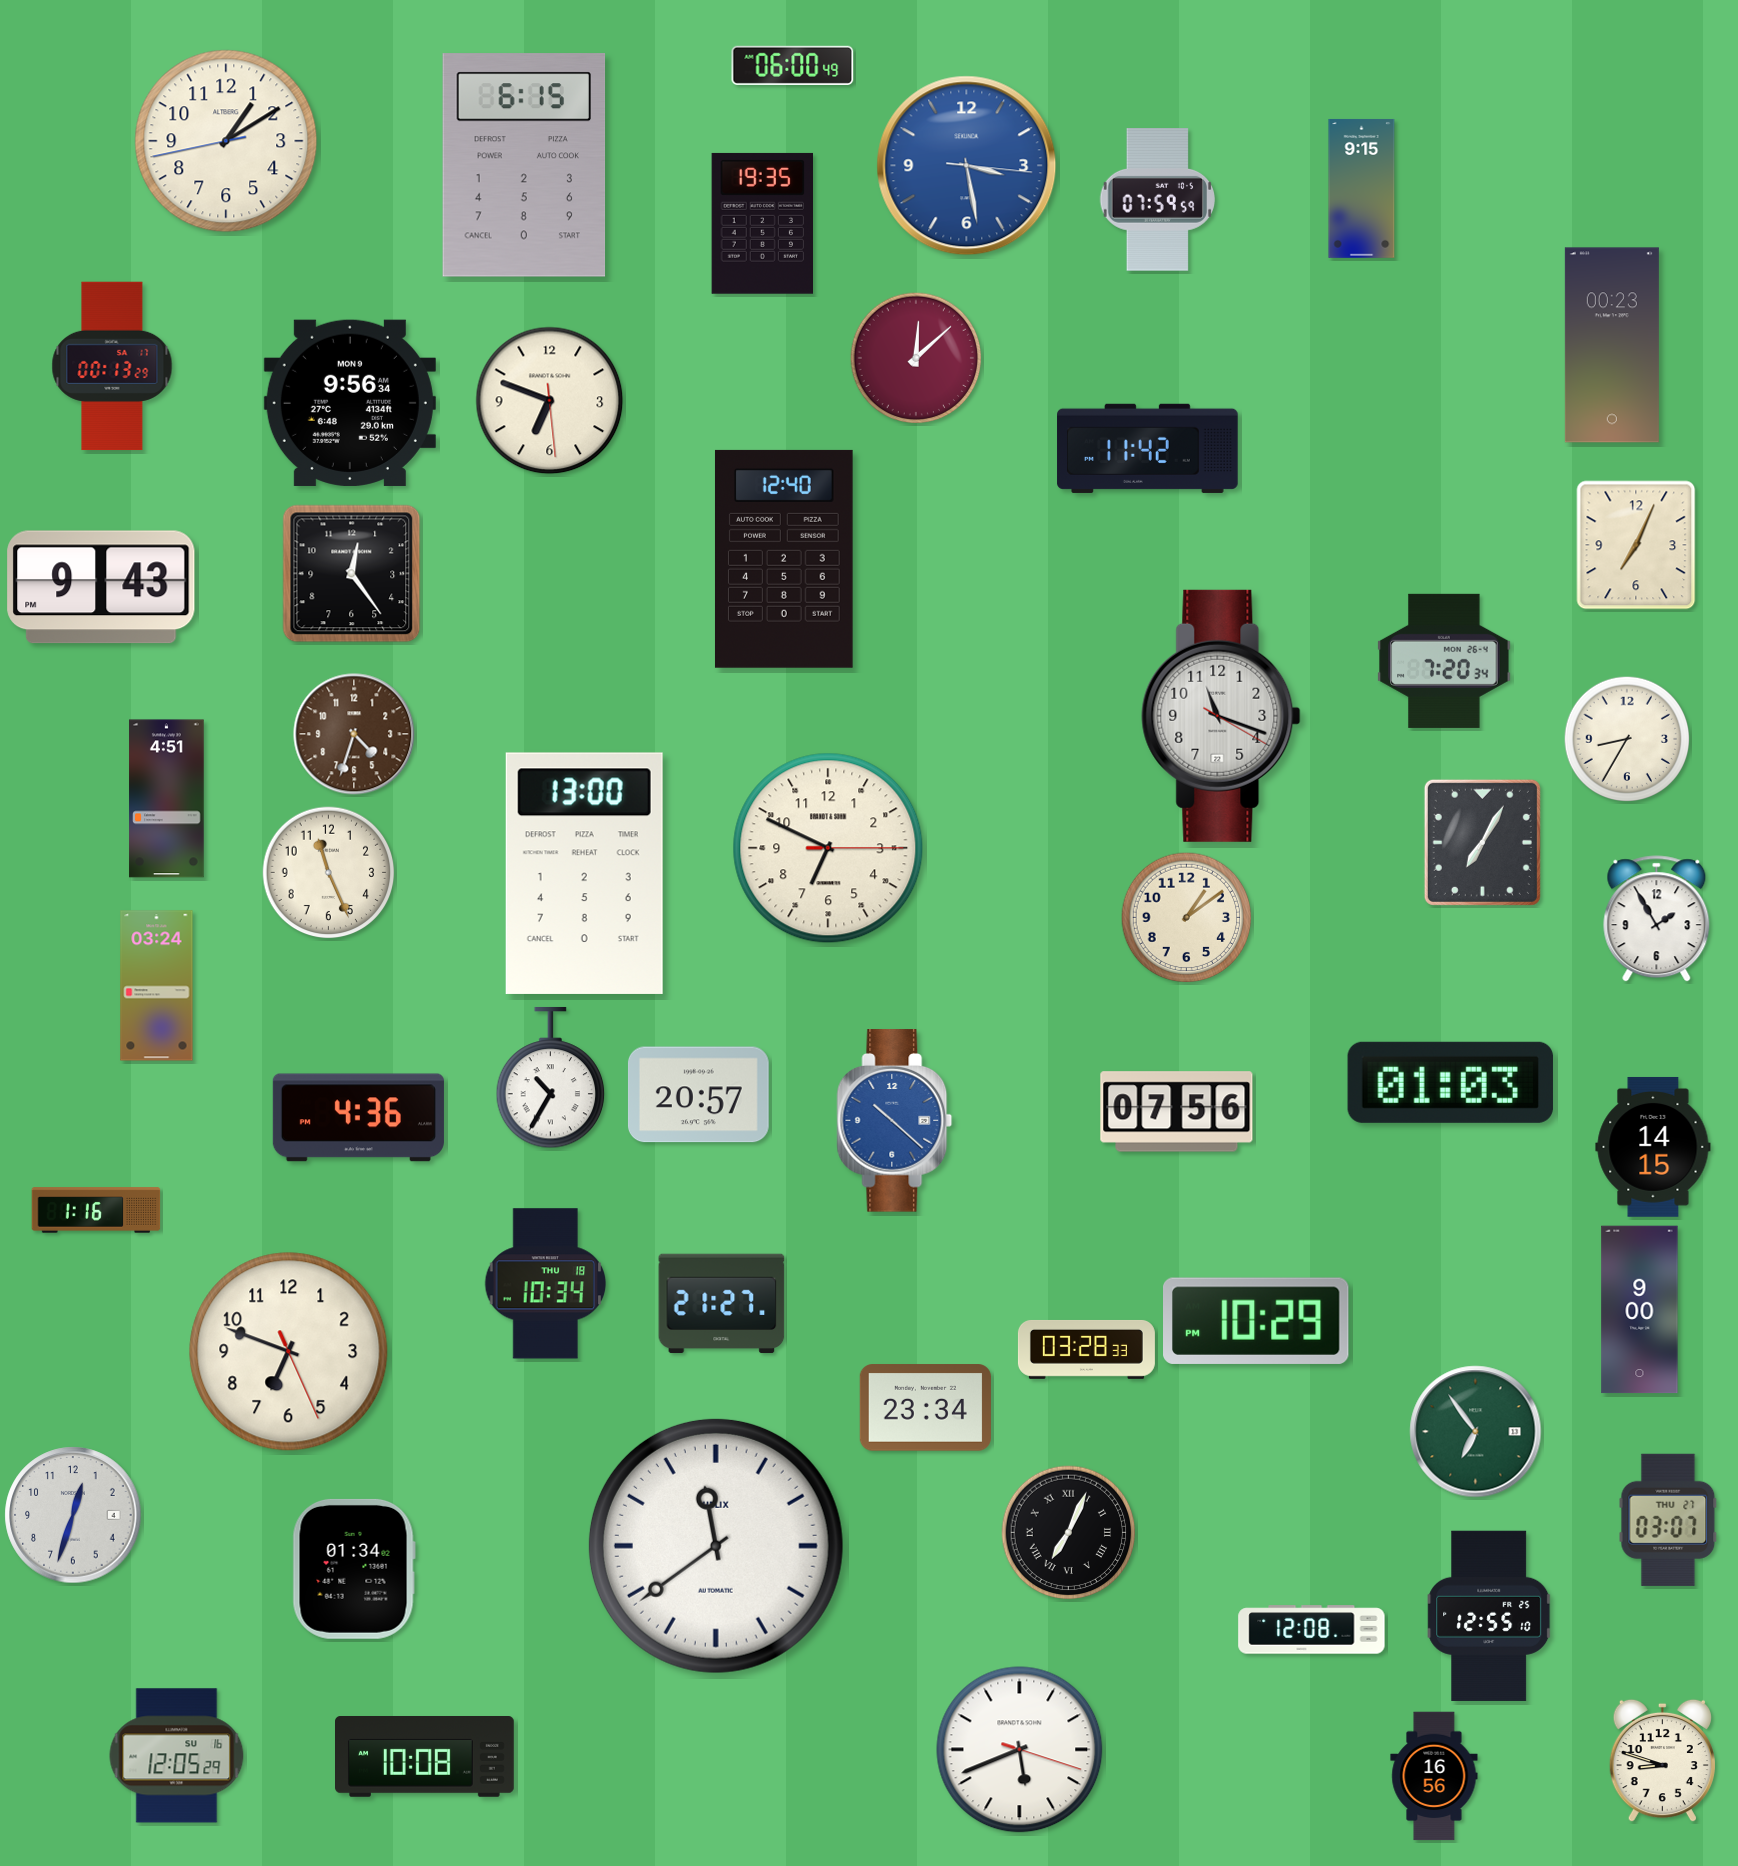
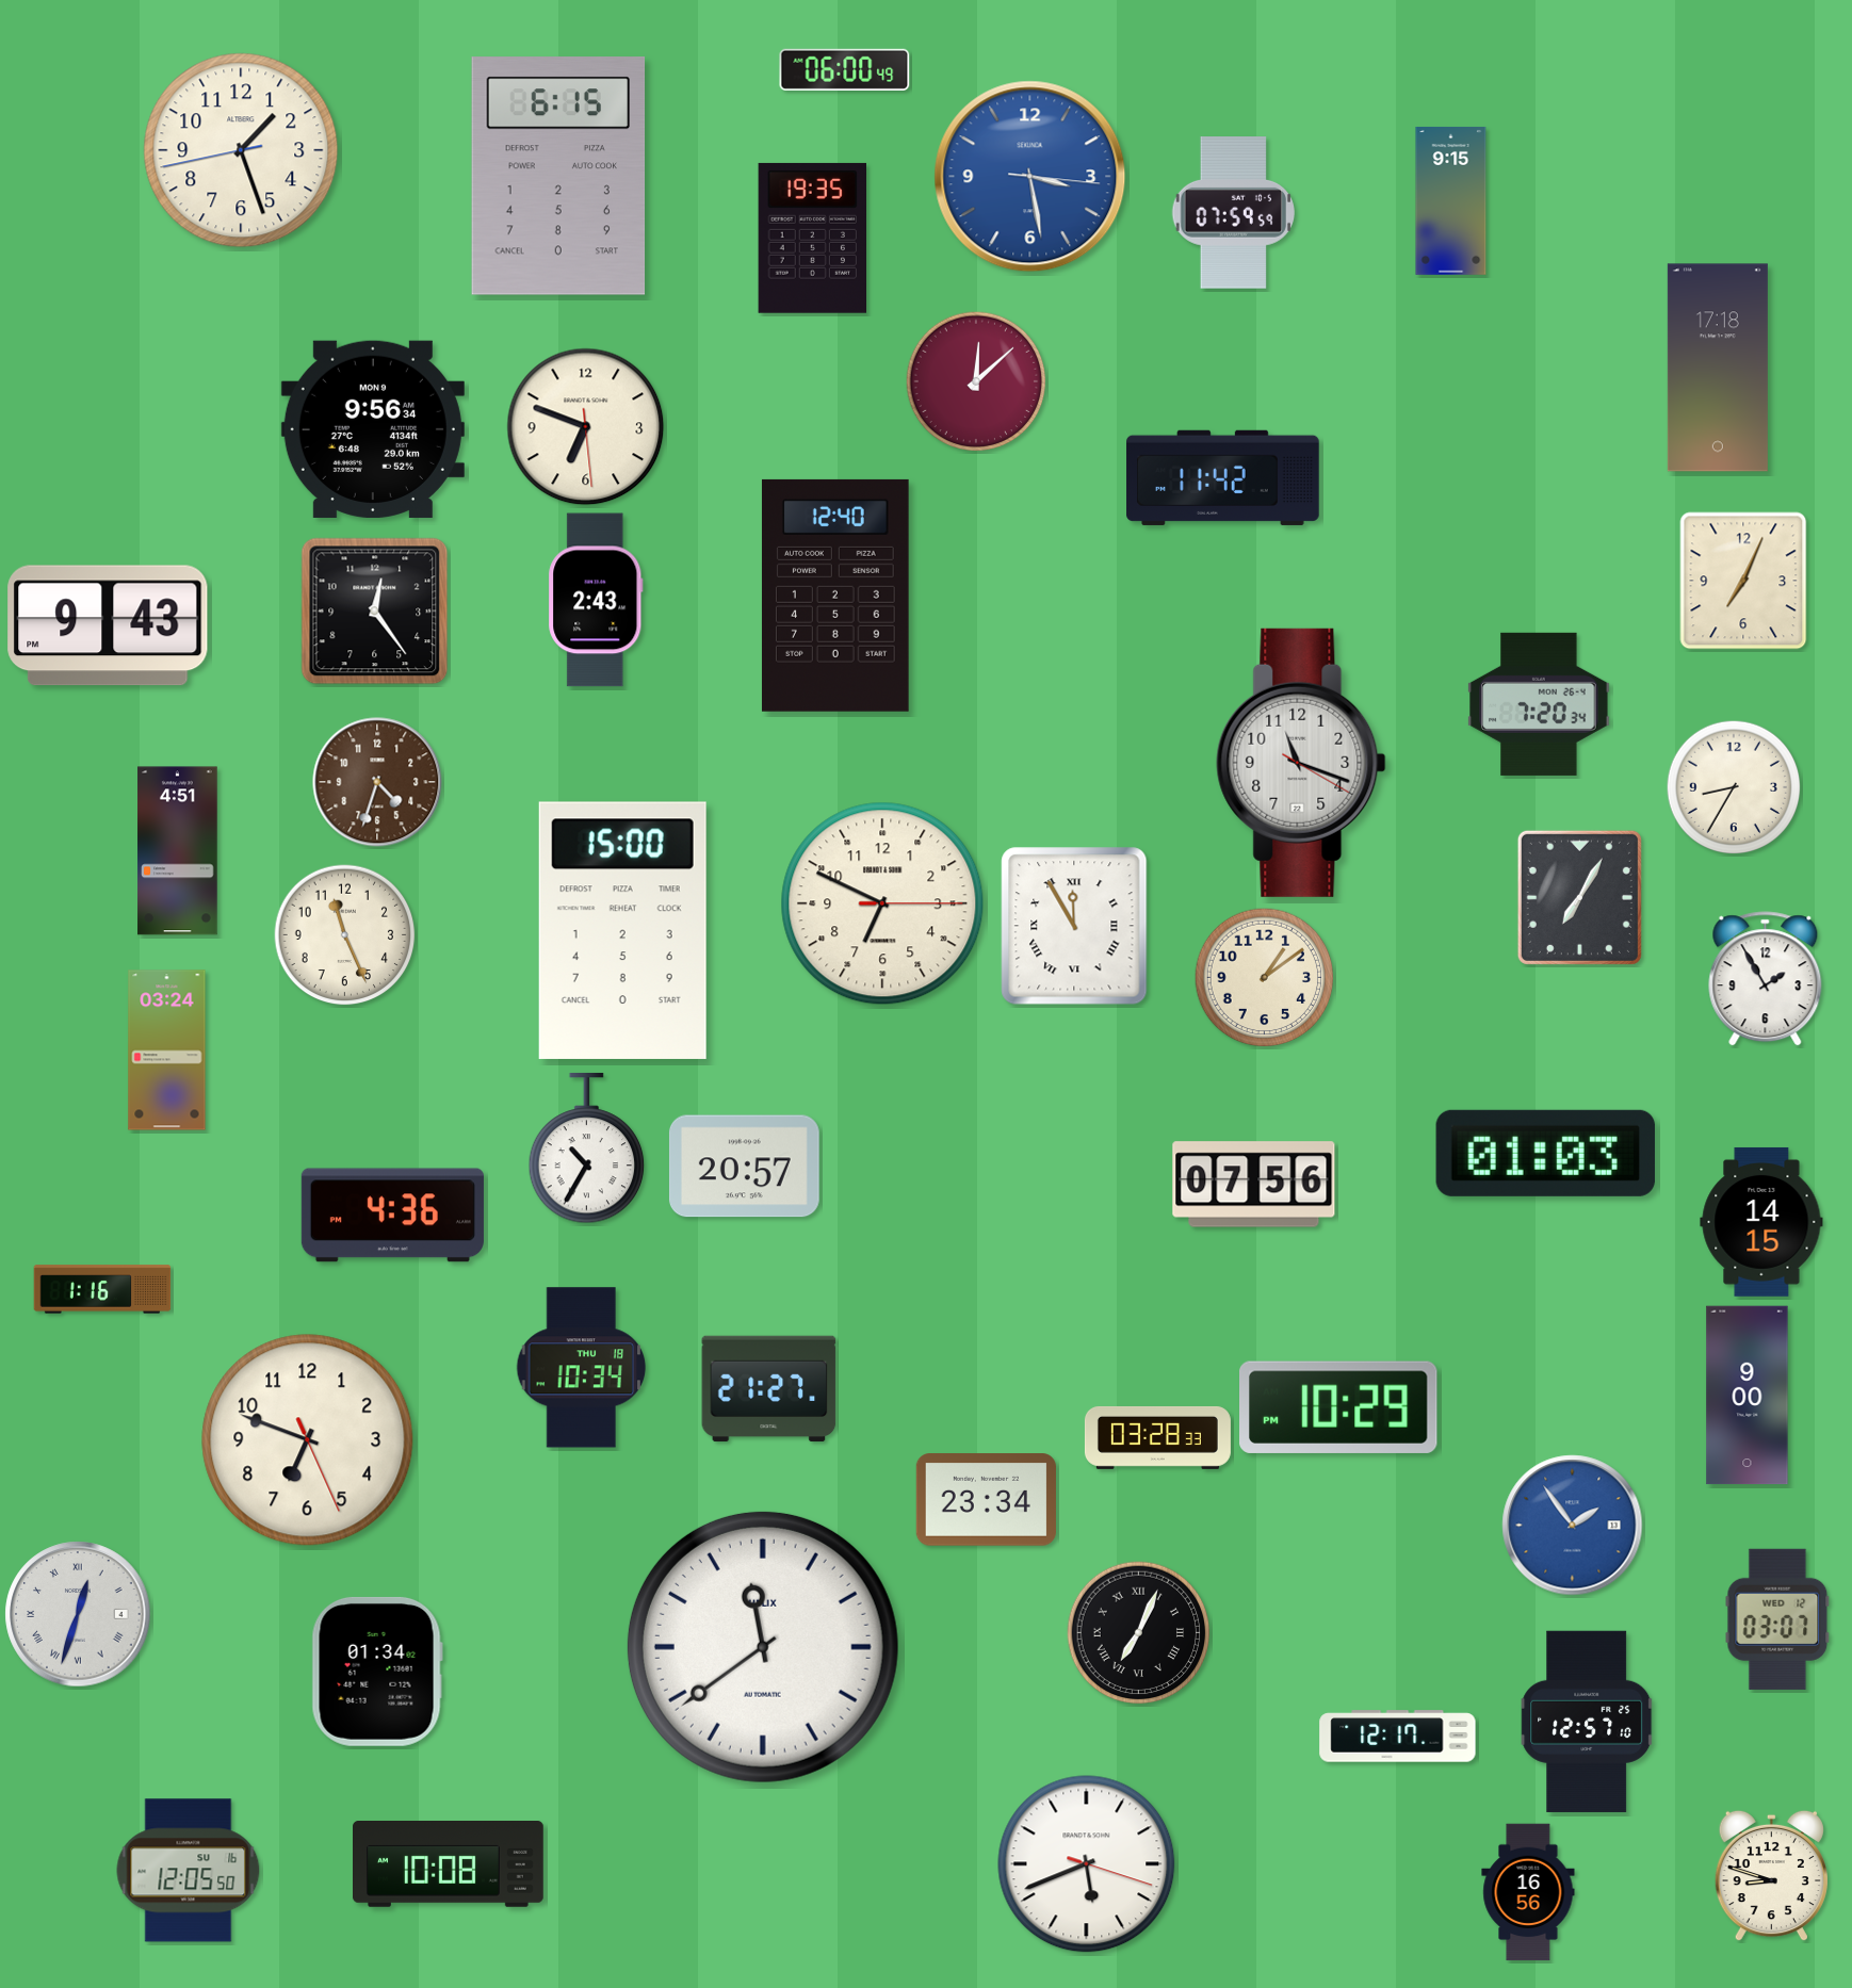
clock at (226, 141): 1:09 -> 1:26
clock at (1612, 345): 00:23 -> 17:18
clock at (112, 366): 00:13 -> none
clock at (596, 600): none -> 2:43
clock at (1074, 926): none -> 11:55
clock at (329, 873) position: (329, 873) -> (345, 935)
clock at (584, 873): 13:00 -> 15:00
clock at (358, 1118) position: (358, 1118) -> (392, 1216)
clock at (895, 1121): 10:22 -> none
clock at (1476, 1432): 6:54 -> 1:54
clock at (1476, 1432) dial: green -> blue
clock at (73, 1515) numerals: Arabic -> Roman
clock at (1668, 1520) date: THU 27 -> WED 12
clock at (1489, 1616): 12:55 -> 12:57
clock at (1312, 1630): 12:08 -> 12:17
clock at (177, 1756): 12:05:29 -> 12:05:50
clock at (425, 1757) position: (425, 1757) -> (449, 1864)
